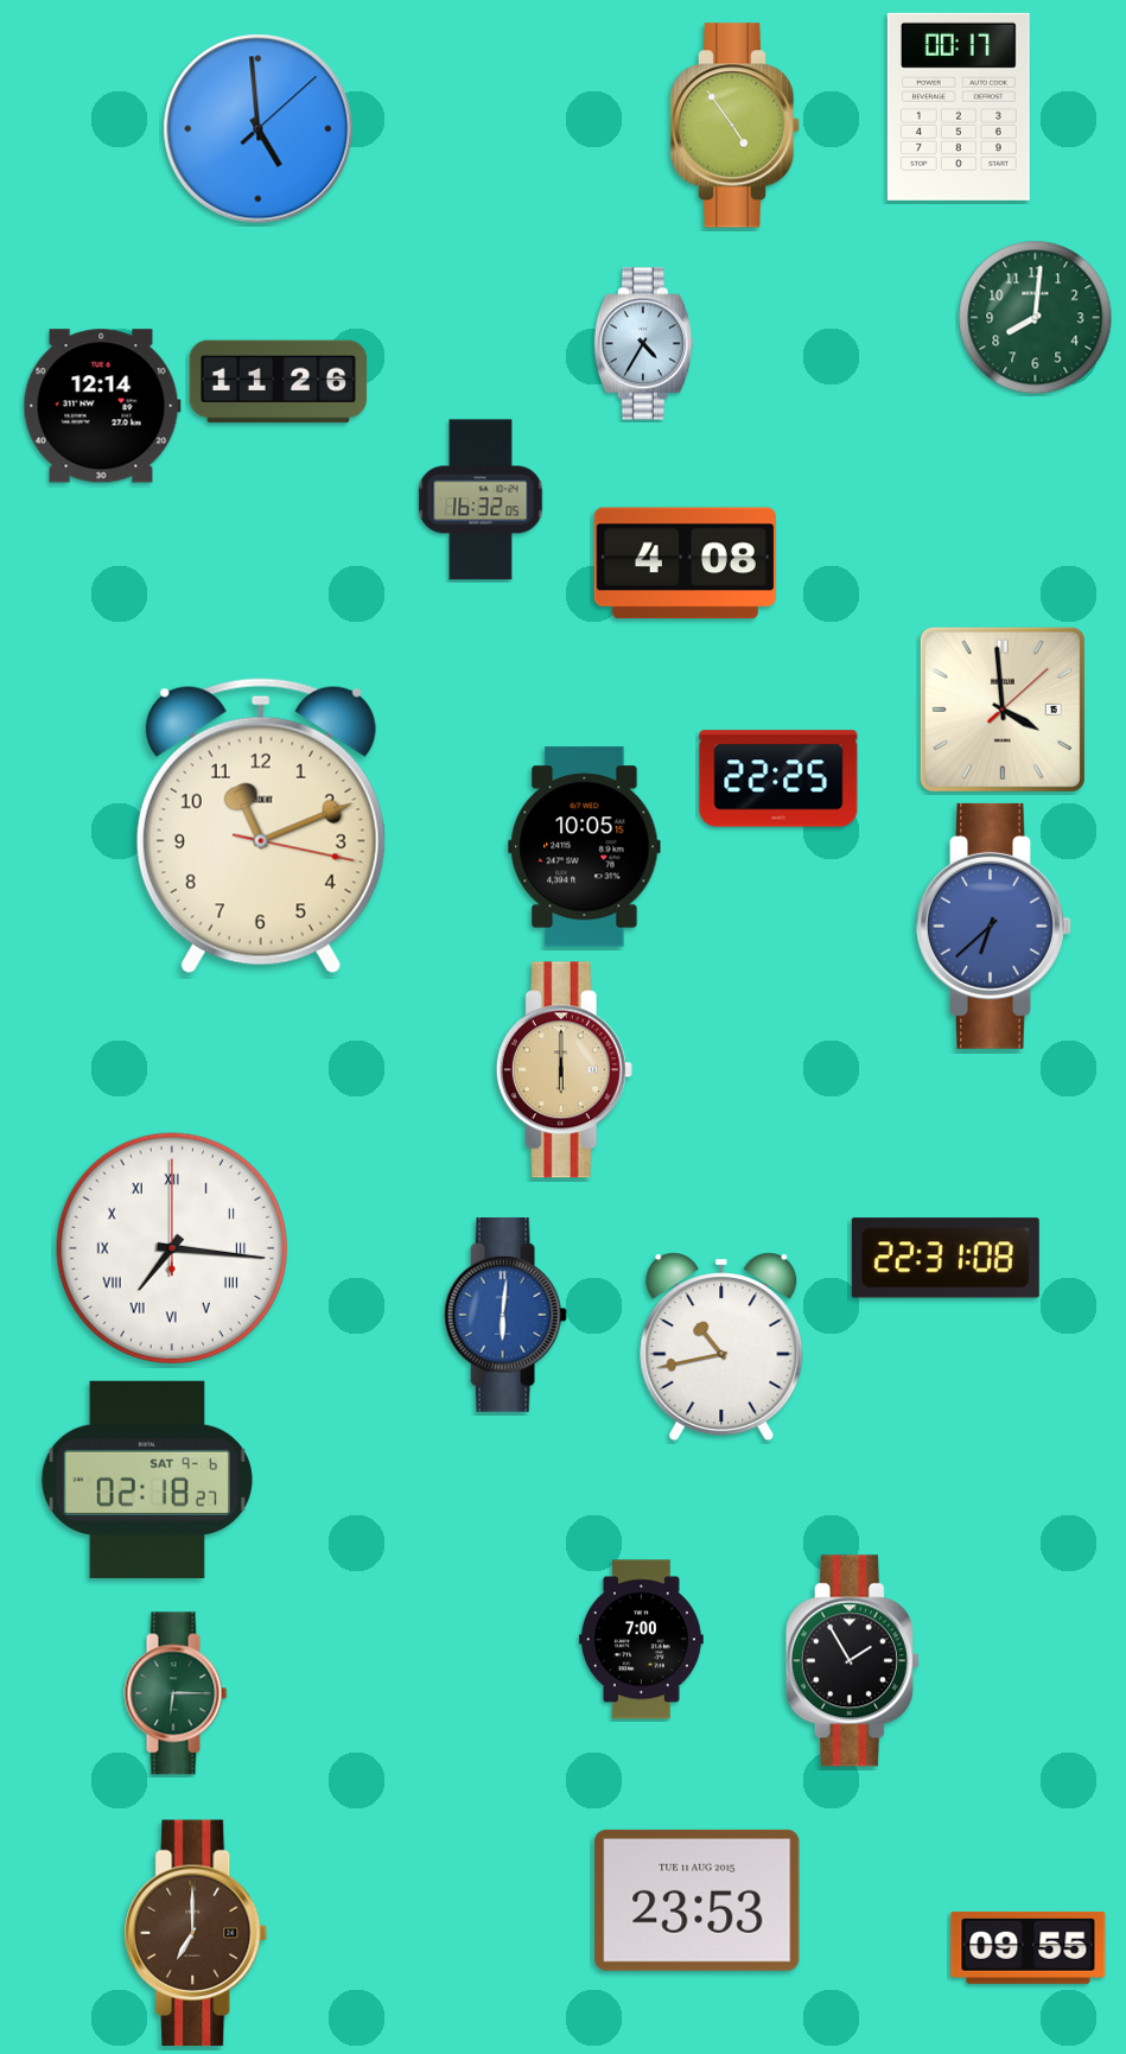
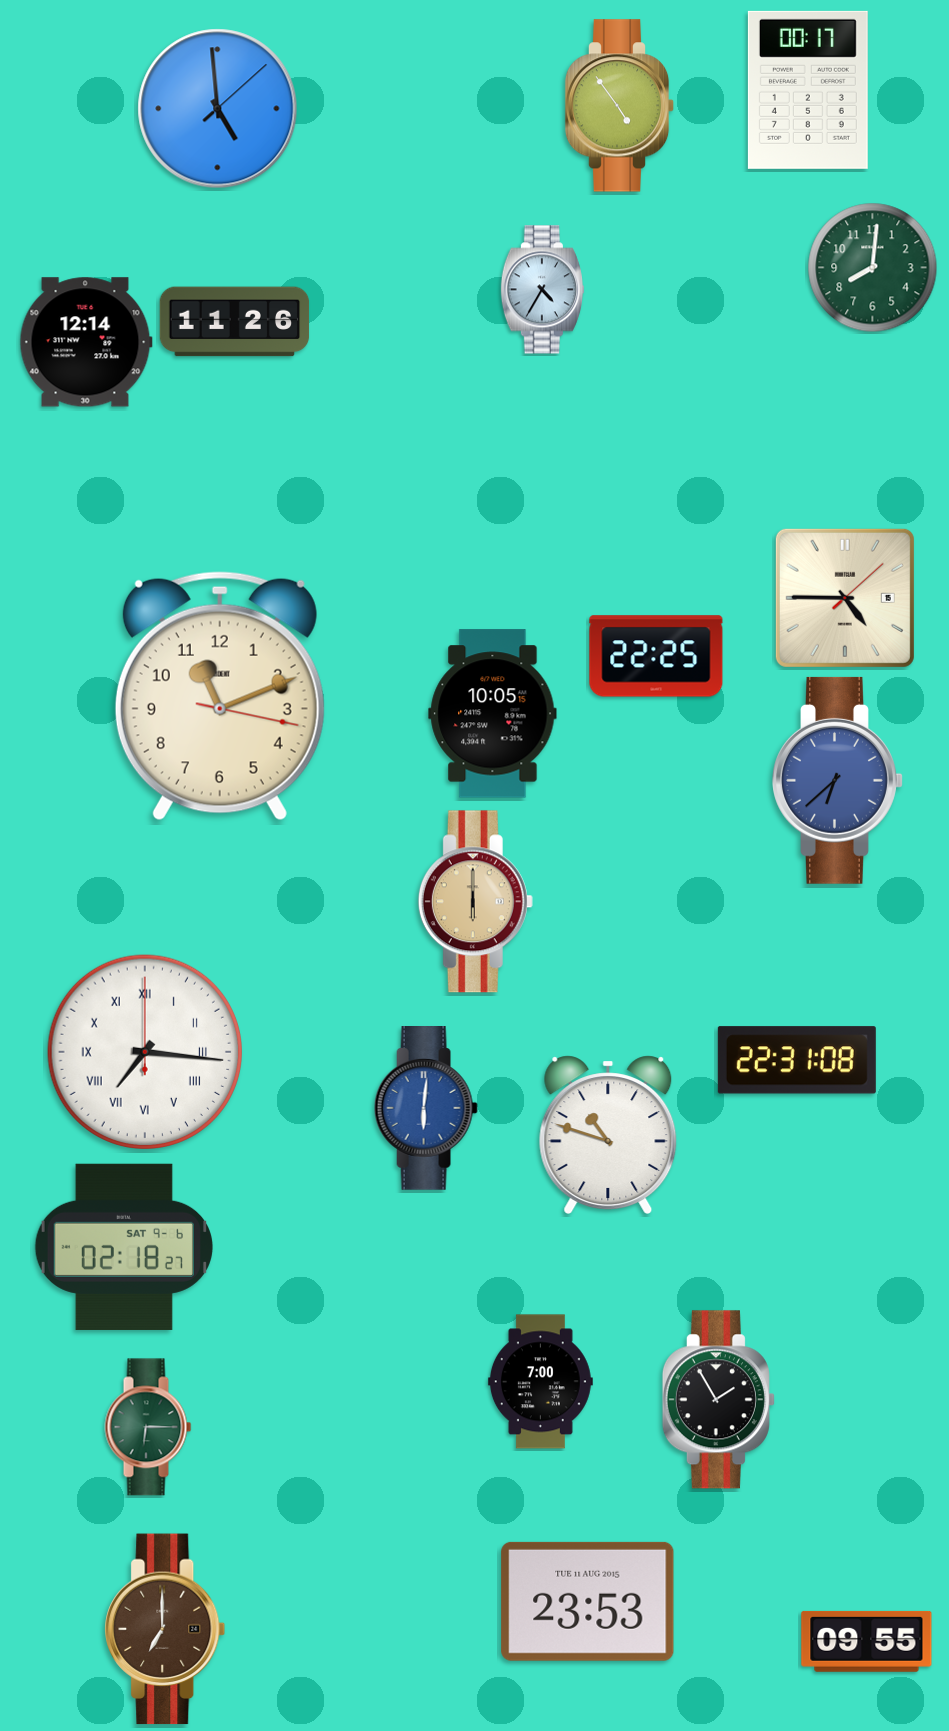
clock at (481, 500): 16:32 -> none
clock at (685, 564): 4:08 -> none
clock at (1003, 710): 3:59 -> 4:45
clock at (721, 1347): 10:43 -> 10:48
